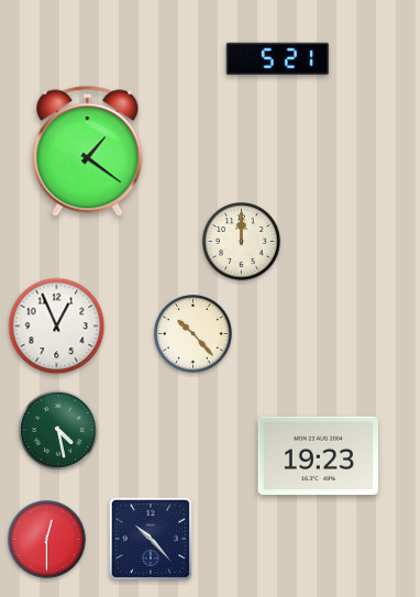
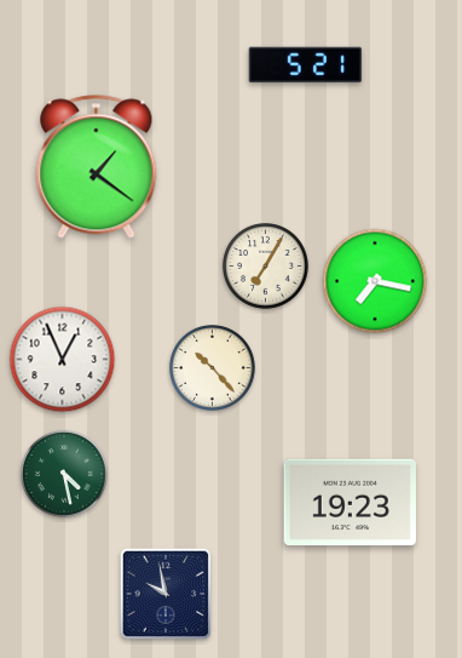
clock at (242, 242): 12:00 -> 7:05
clock at (375, 281): none -> 7:17
clock at (151, 539): 10:23 -> 9:58
clock at (47, 540): 12:30 -> none
